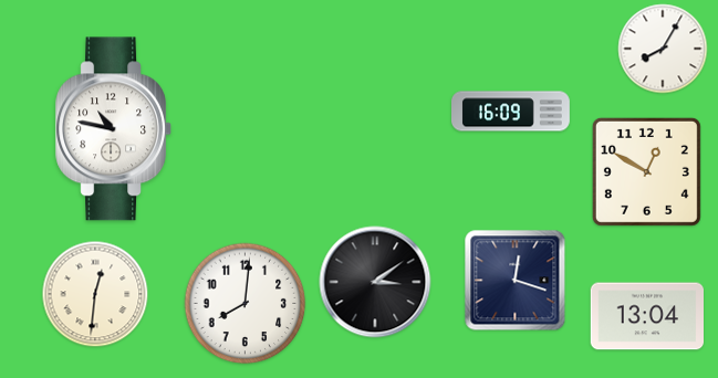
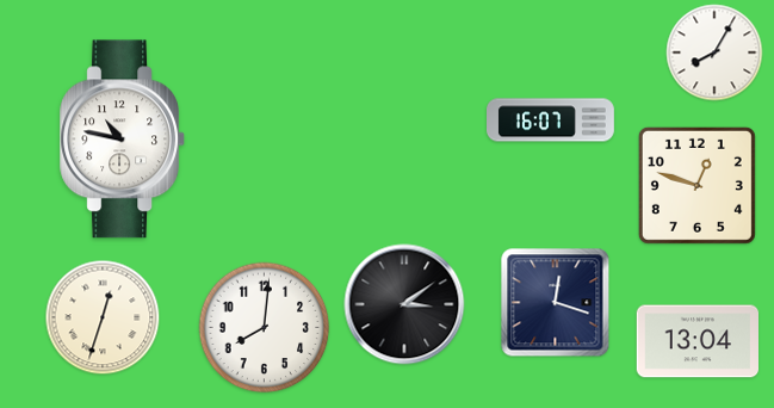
clock at (511, 112): 16:09 -> 16:07
clock at (646, 171): 12:50 -> 12:48
clock at (95, 294): 12:31 -> 12:33
